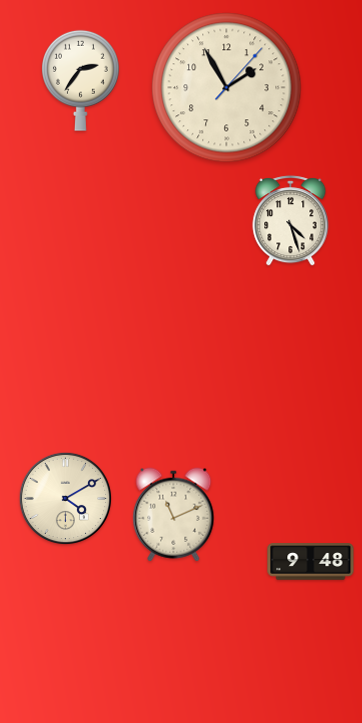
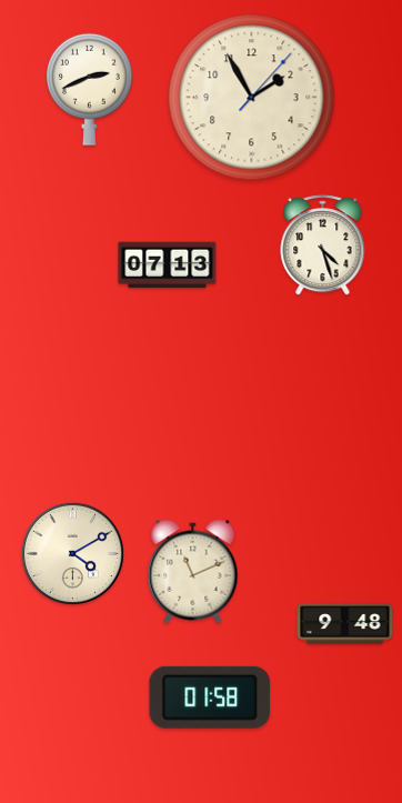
clock at (81, 80): 2:36 -> 2:41
clock at (168, 265): none -> 07:13
clock at (210, 697): none -> 01:58
